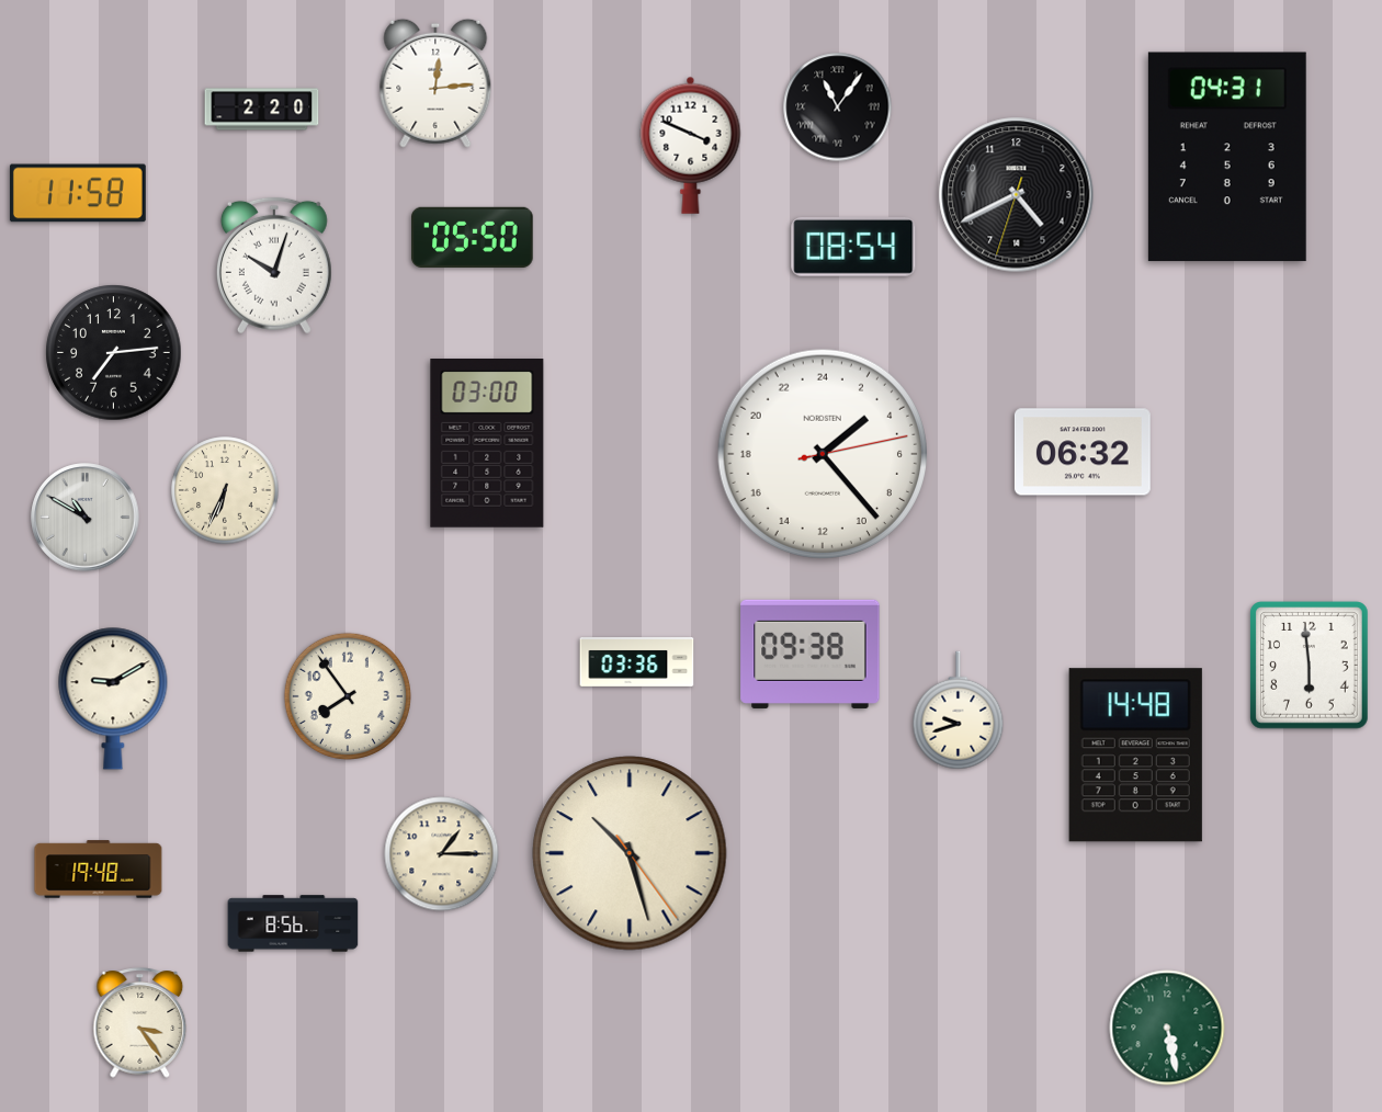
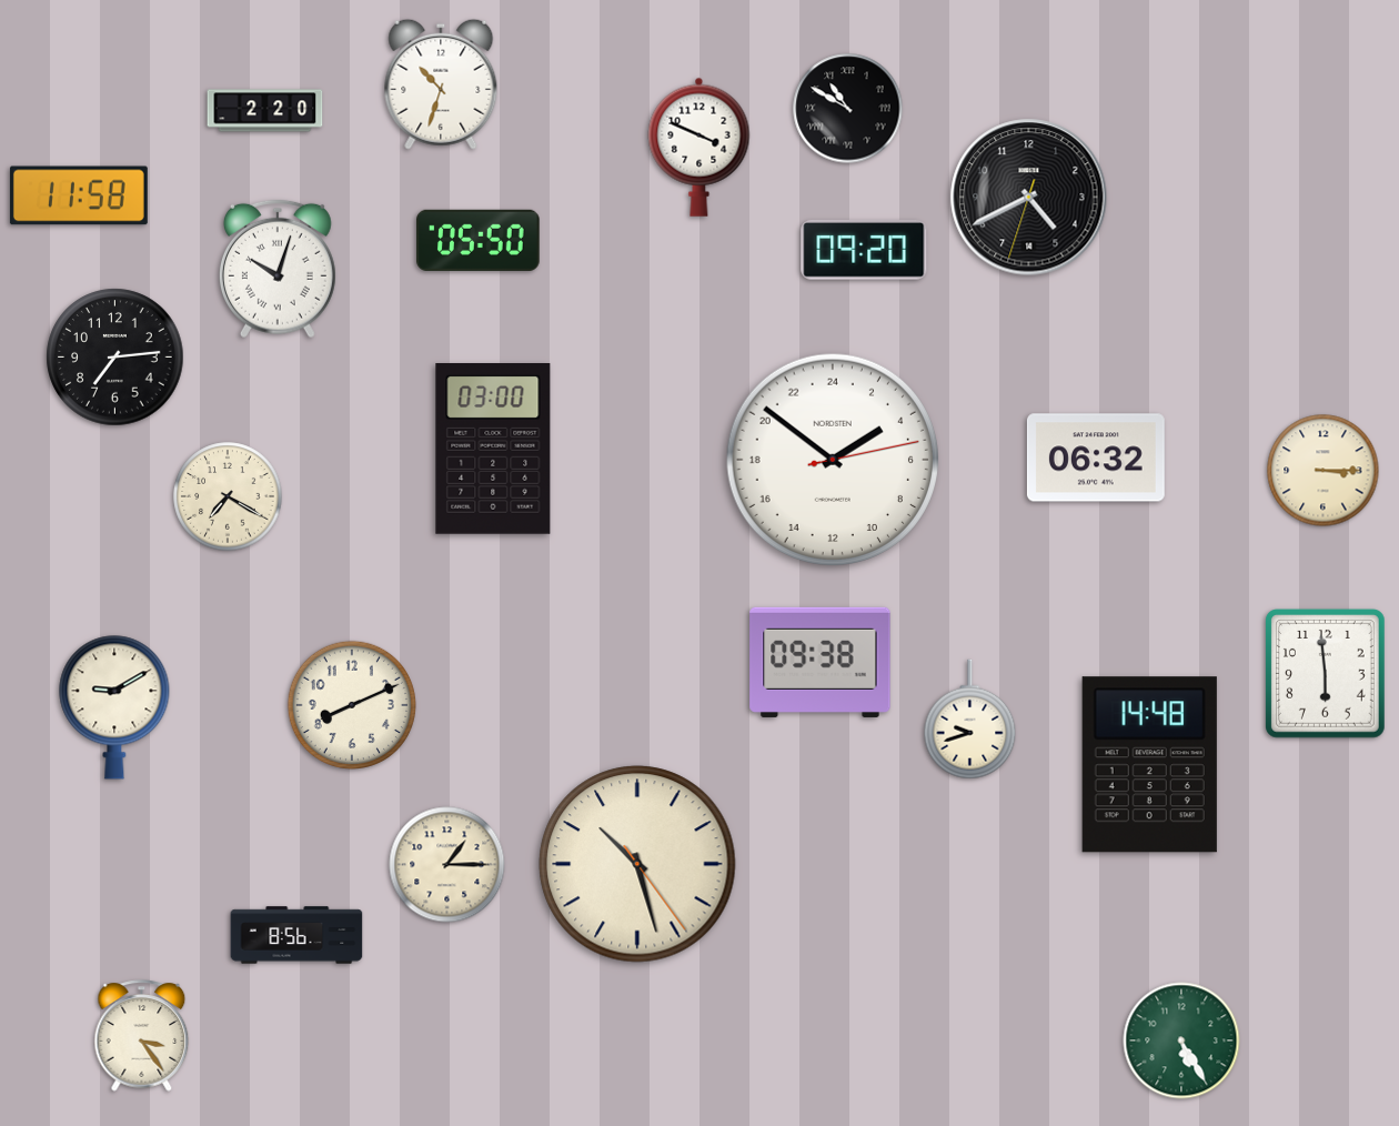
clock at (435, 83): 12:14 -> 10:33
clock at (838, 107): 11:06 -> 10:50
clock at (1227, 157): 04:31 -> none
clock at (853, 247): 08:54 -> 09:20
clock at (822, 453): 3:23 -> 3:51
clock at (1323, 471): none -> 3:15
clock at (225, 490): 6:34 -> 7:20
clock at (86, 518): 10:50 -> none
clock at (637, 662): 03:36 -> none
clock at (348, 696): 7:54 -> 8:11
clock at (99, 870): 19:48 -> none
clock at (1167, 1028): 5:28 -> 5:25
